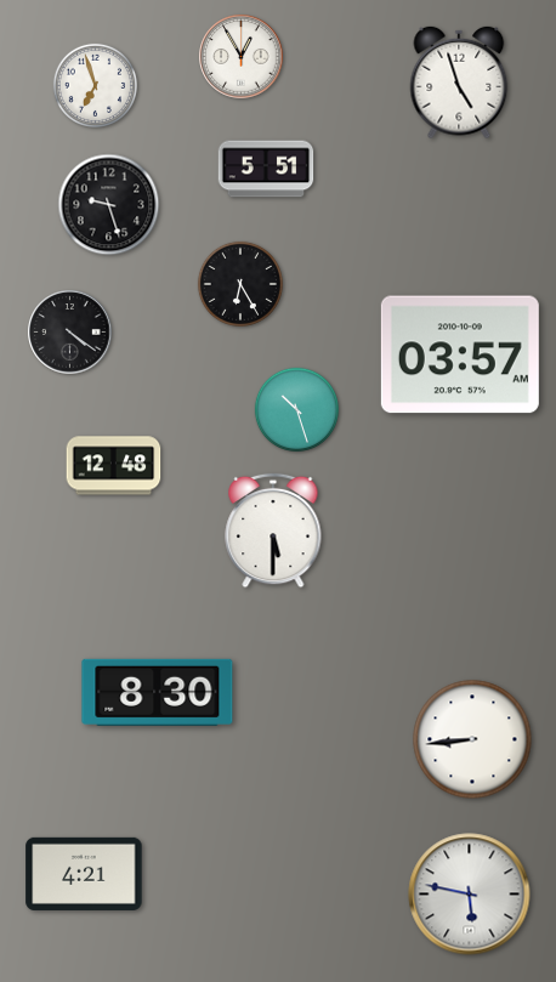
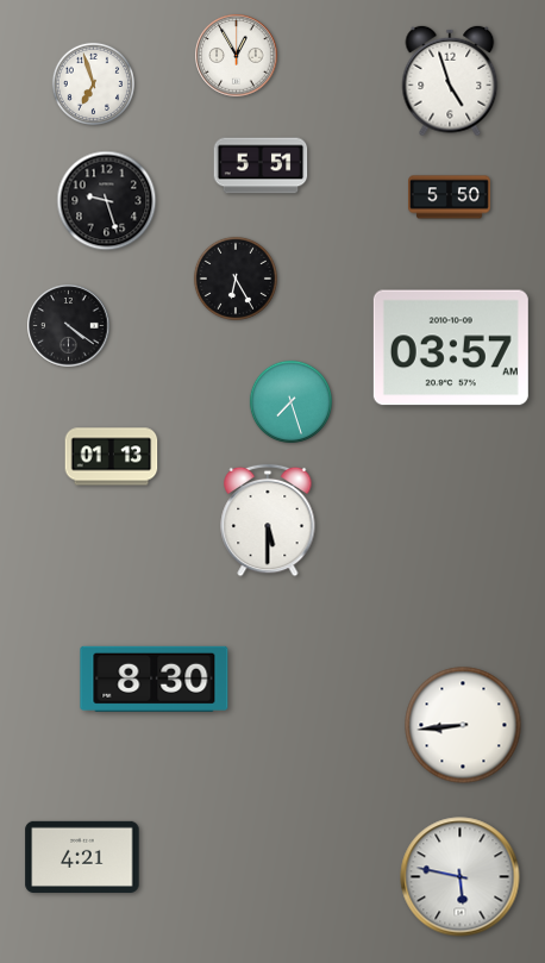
clock at (450, 198): none -> 5:50
clock at (296, 409): 10:27 -> 7:27
clock at (114, 466): 12:48 -> 01:13
